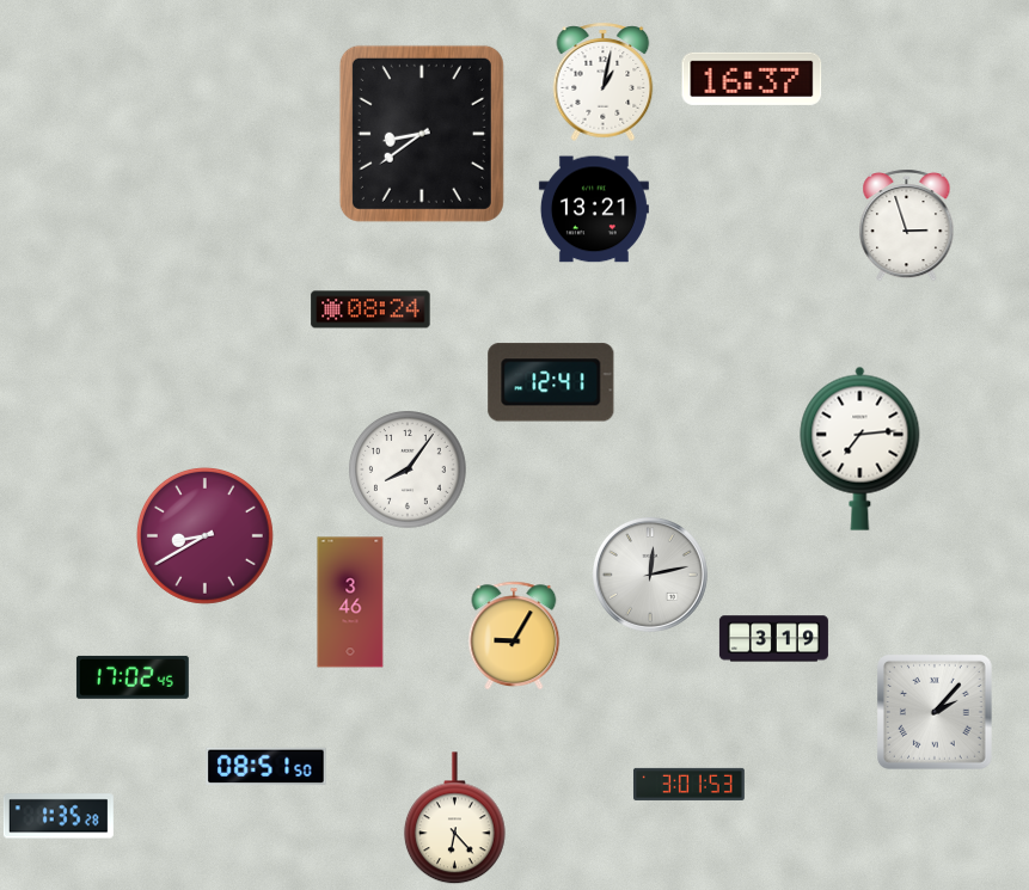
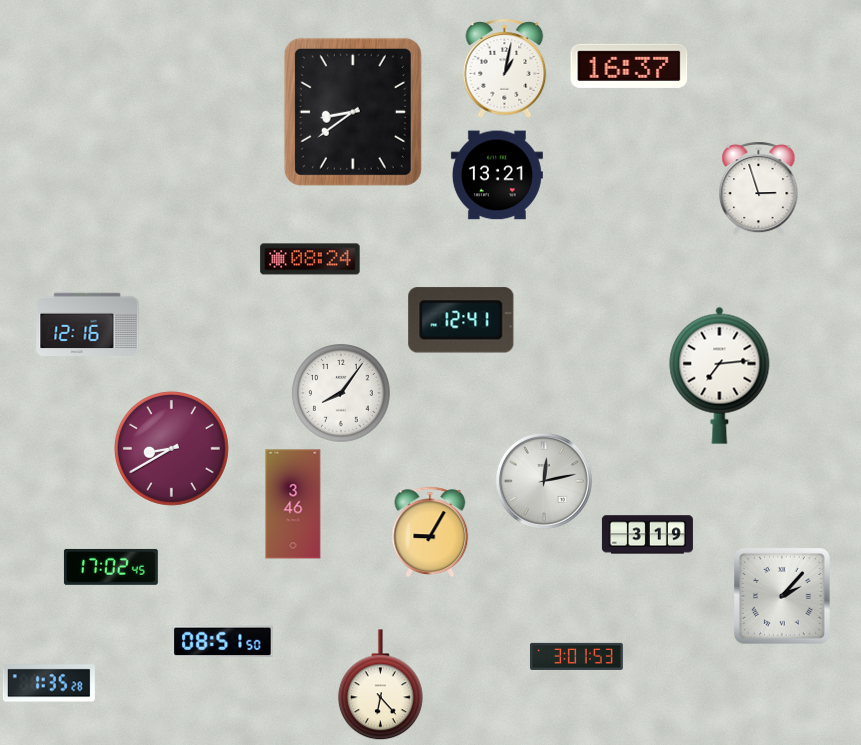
clock at (88, 324): none -> 12:16
